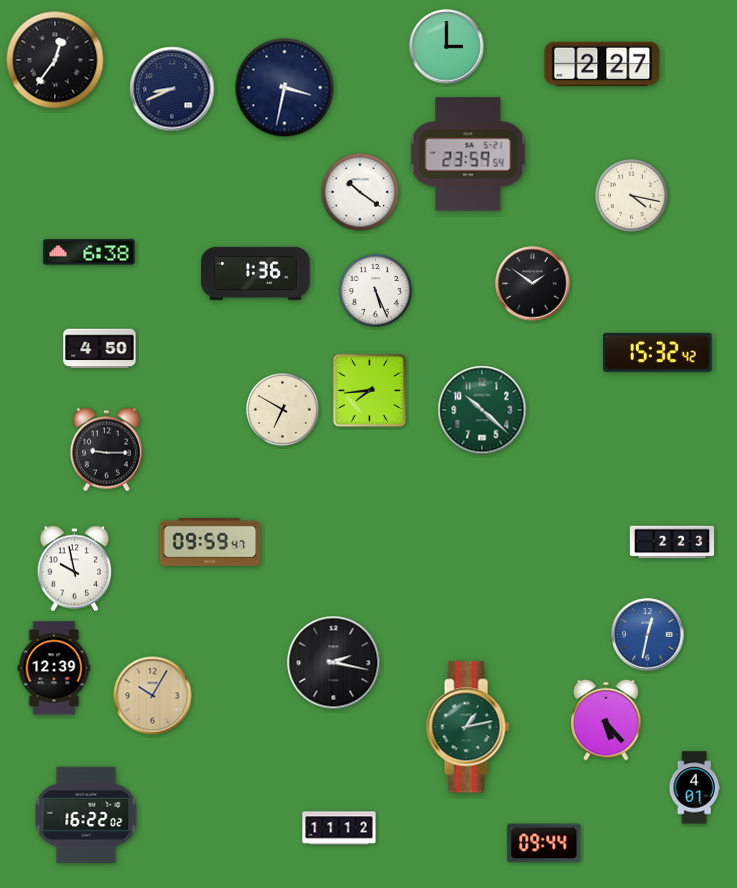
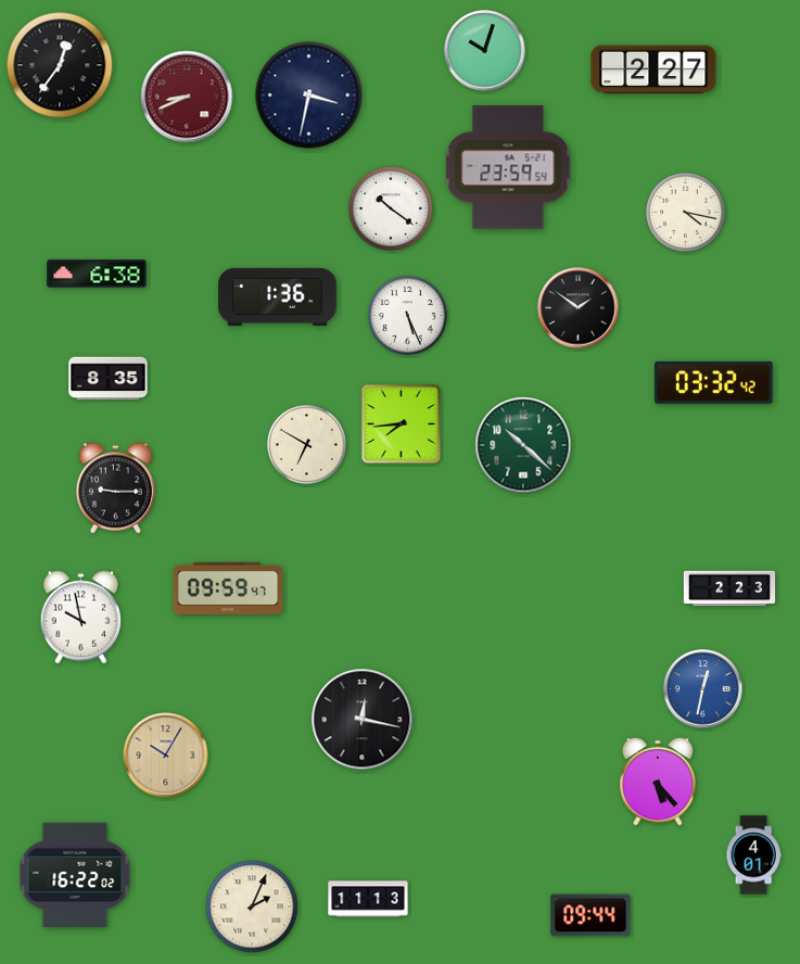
clock at (447, 47): 3:00 -> 10:03
clock at (172, 89) dial: navy -> burgundy
clock at (100, 349): 4:50 -> 8:35
clock at (658, 352): 15:32 -> 03:32
clock at (334, 663): 2:17 -> 12:17
clock at (54, 668): 12:39 -> none
clock at (468, 727): 1:13 -> none
clock at (86, 814) position: (86, 814) -> (75, 874)
clock at (339, 828): 11:12 -> 11:13
clock at (252, 906): none -> 2:04
